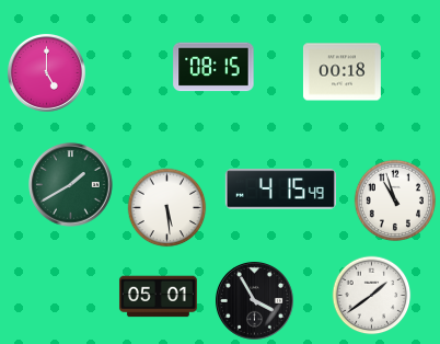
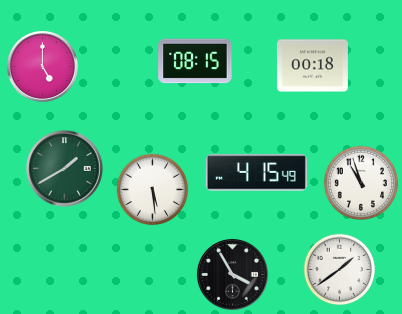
clock at (158, 297): 05:01 -> none
